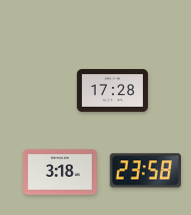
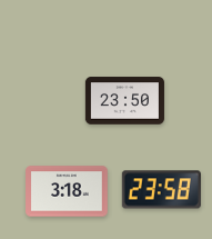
clock at (112, 91): 17:28 -> 23:50
